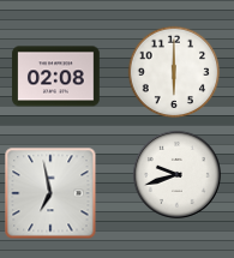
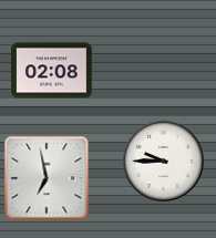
clock at (174, 72): 6:00 -> none
clock at (176, 174): 9:42 -> 9:45
